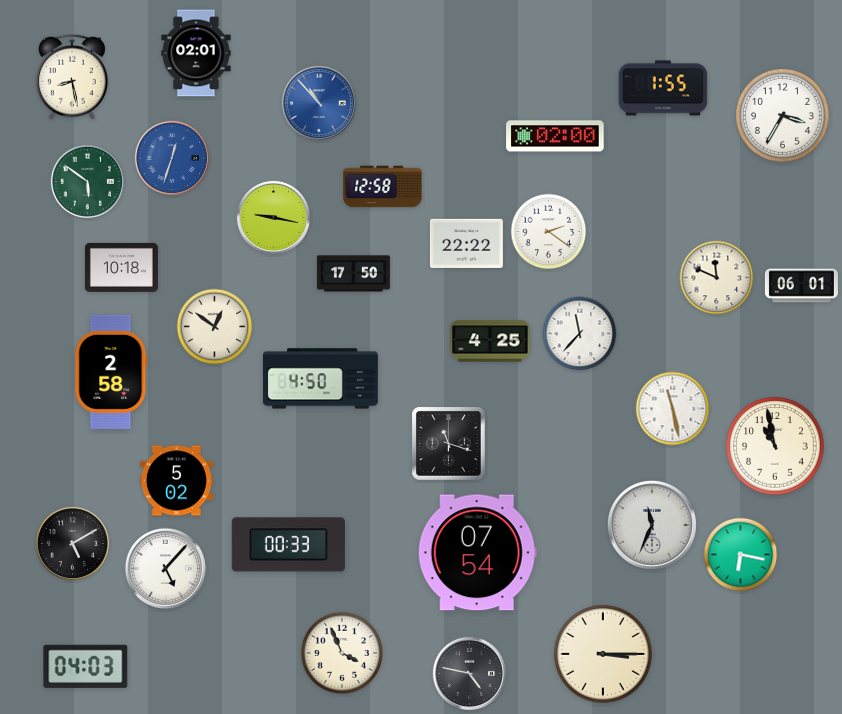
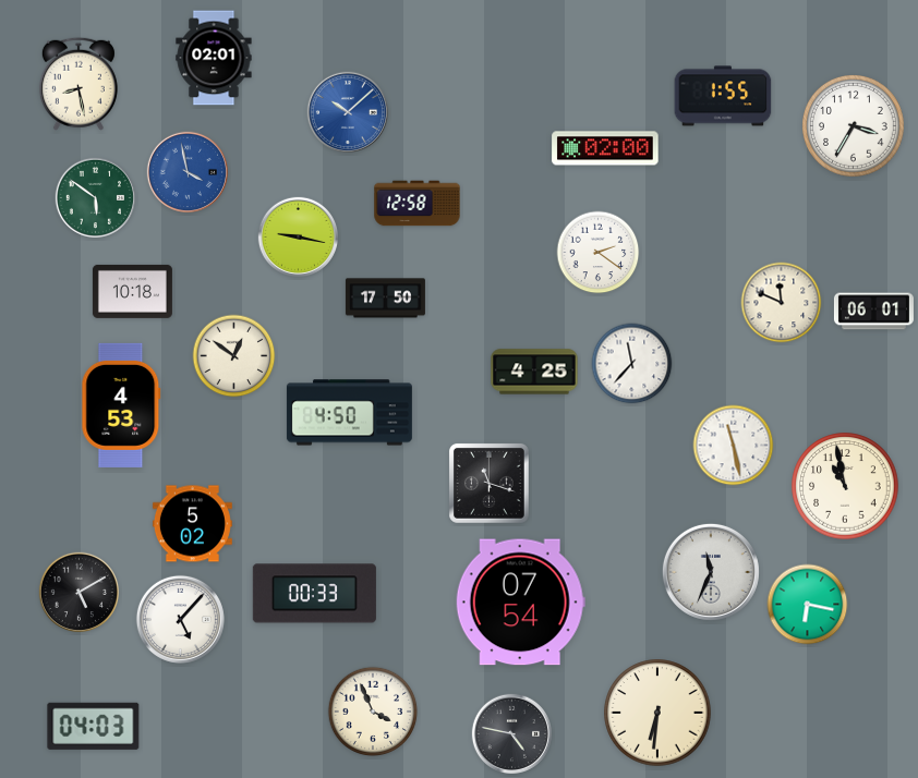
clock at (318, 102): 10:53 -> 10:08
clock at (171, 157): 12:33 -> 3:58
clock at (466, 243): 22:22 -> none
clock at (111, 372): 2:58 -> 4:53
clock at (603, 654): 3:15 -> 6:31
